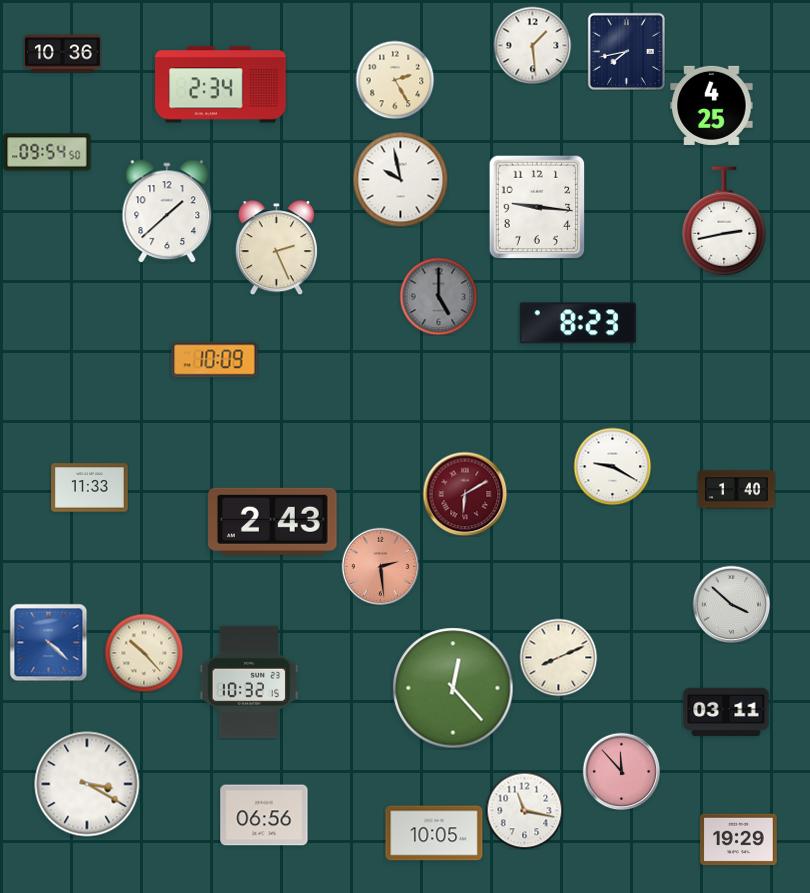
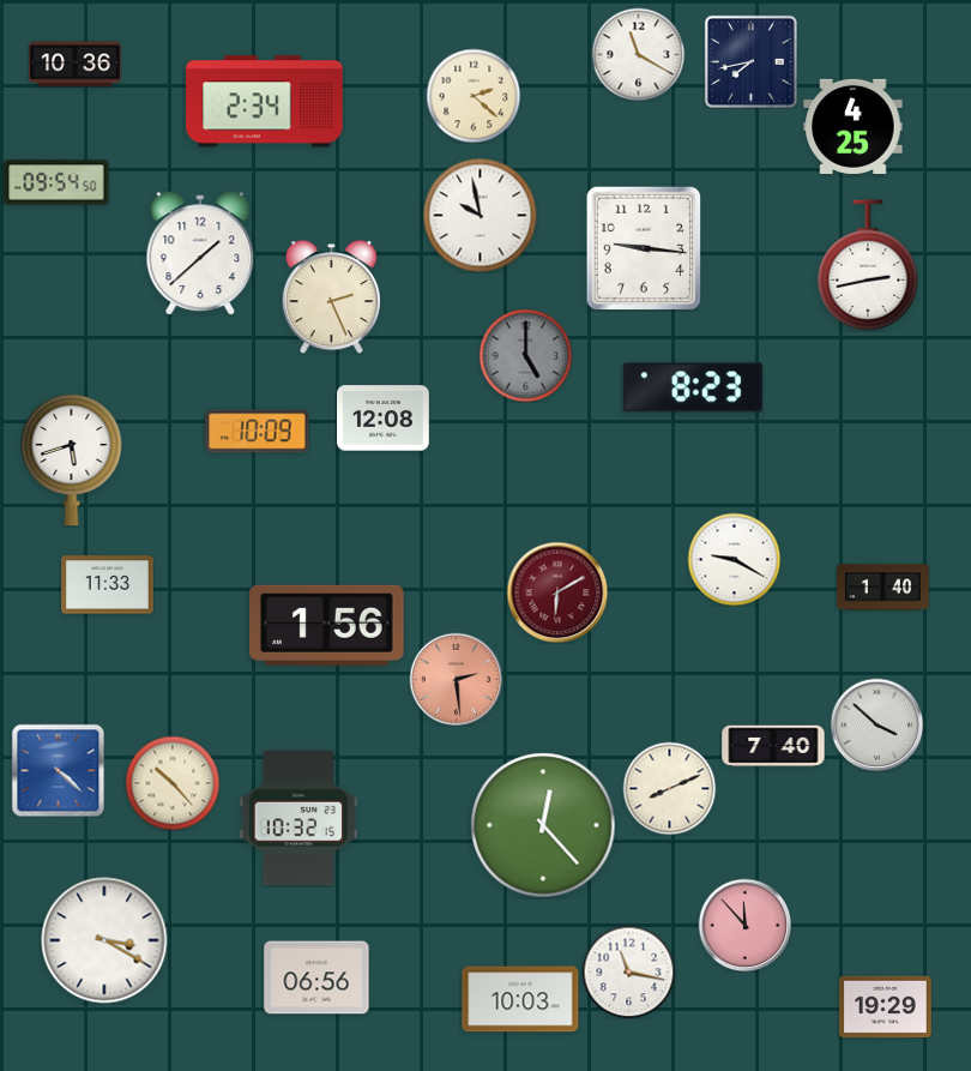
clock at (532, 45): 1:29 -> 11:20
clock at (395, 80): 2:25 -> 2:22
clock at (384, 419): none -> 12:08
clock at (72, 459): none -> 5:42
clock at (273, 521): 2:43 -> 1:56
clock at (773, 746): none -> 7:40
clock at (726, 712): 03:11 -> none
clock at (434, 833): 10:05 -> 10:03
